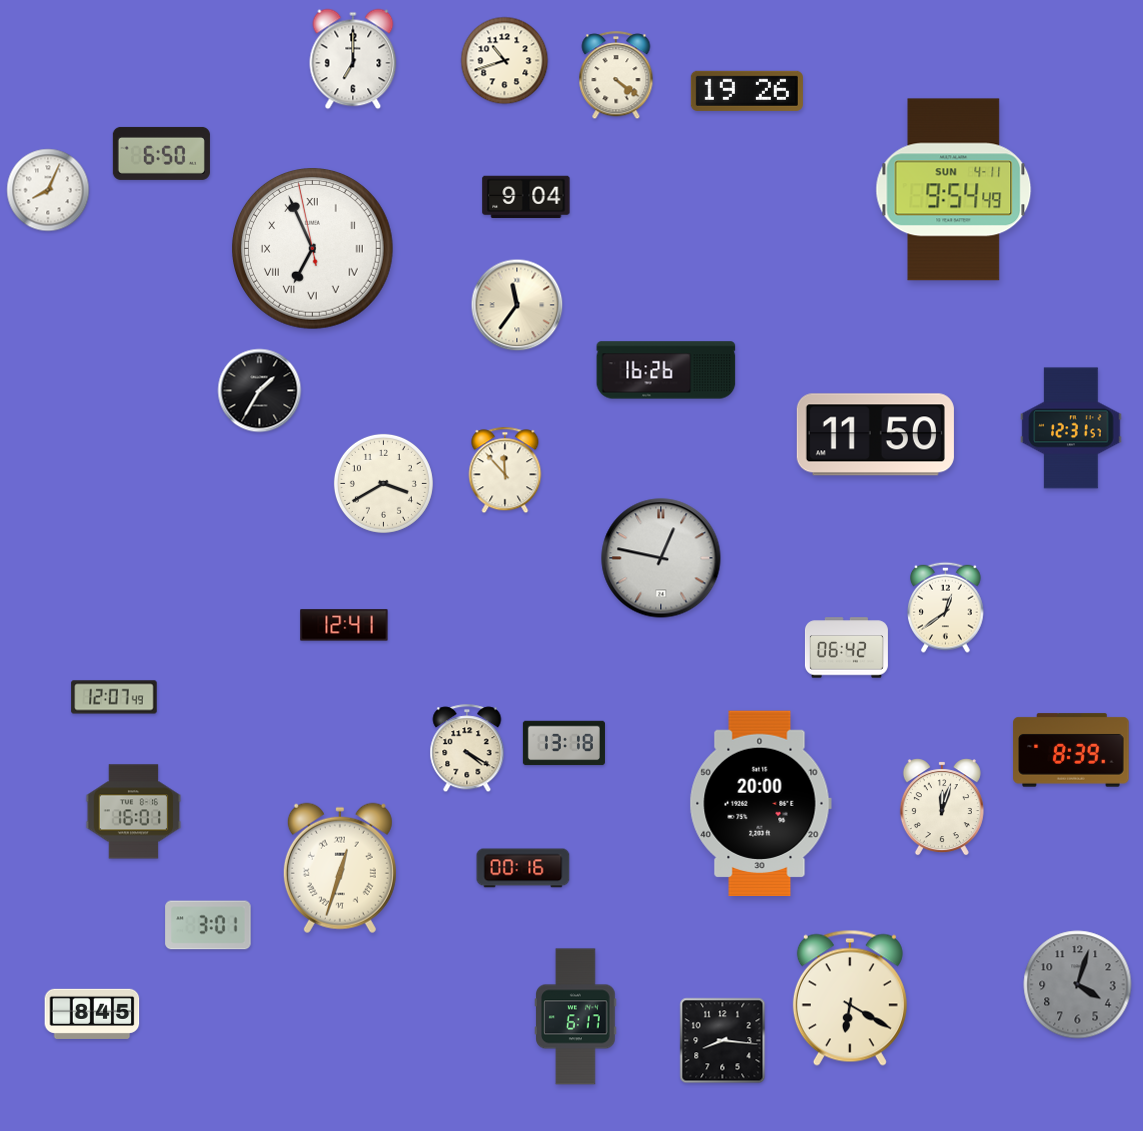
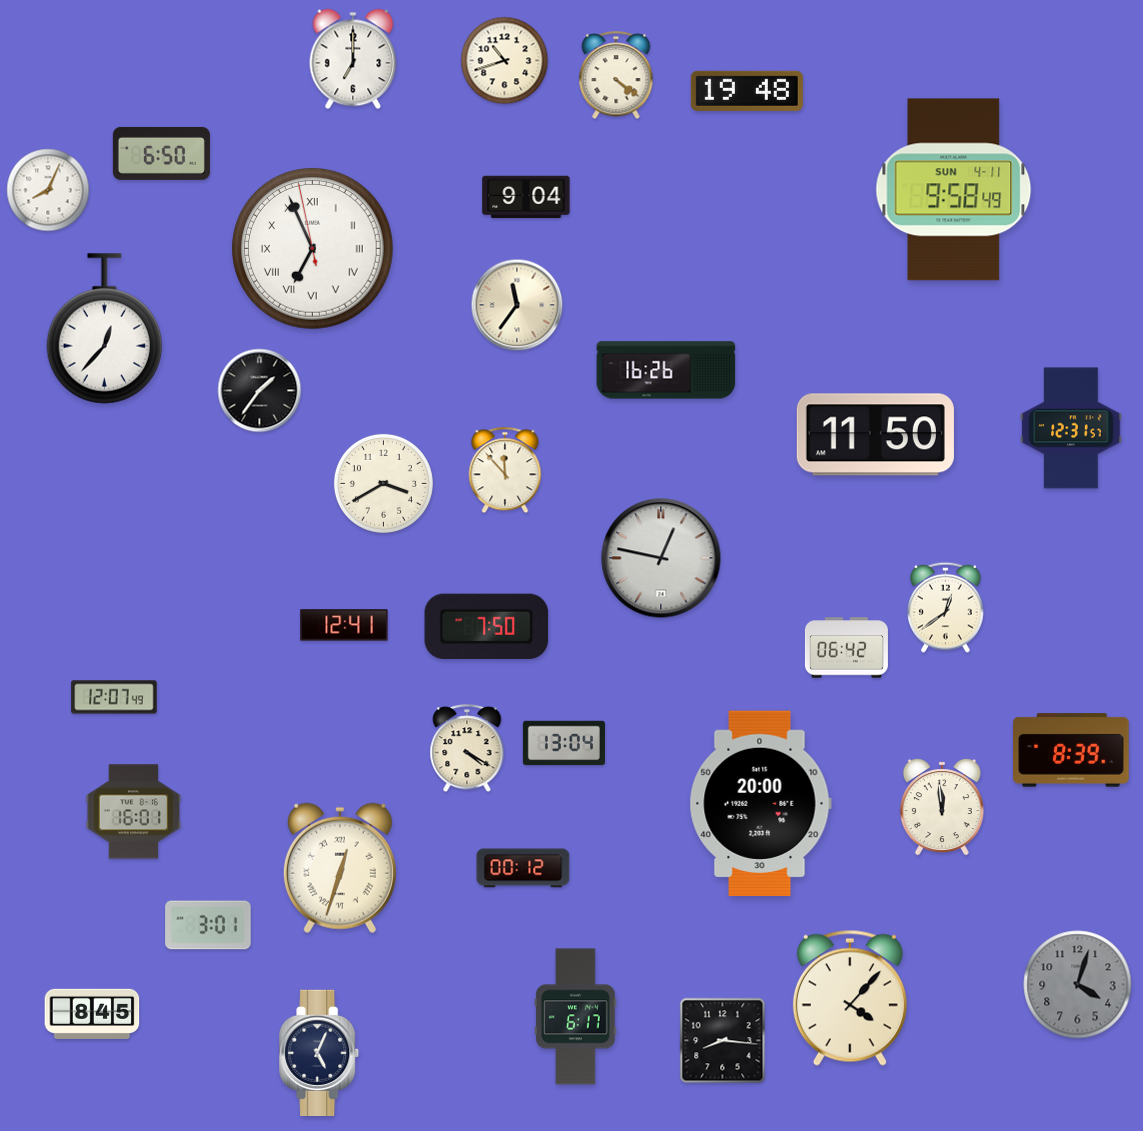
clock at (747, 91): 19:26 -> 19:48
clock at (954, 190): 9:54 -> 9:58
clock at (104, 329): none -> 12:37
clock at (260, 391): 1:35 -> 1:36
clock at (487, 626): none -> 7:50
clock at (564, 743): 13:18 -> 13:04
clock at (942, 807): 12:03 -> 11:59
clock at (523, 868): 00:16 -> 00:12
clock at (850, 998): 6:20 -> 4:07
clock at (320, 1052): none -> 5:04
